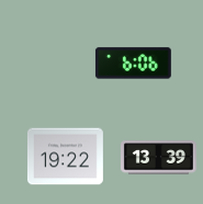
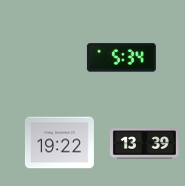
clock at (133, 64): 6:06 -> 5:34
